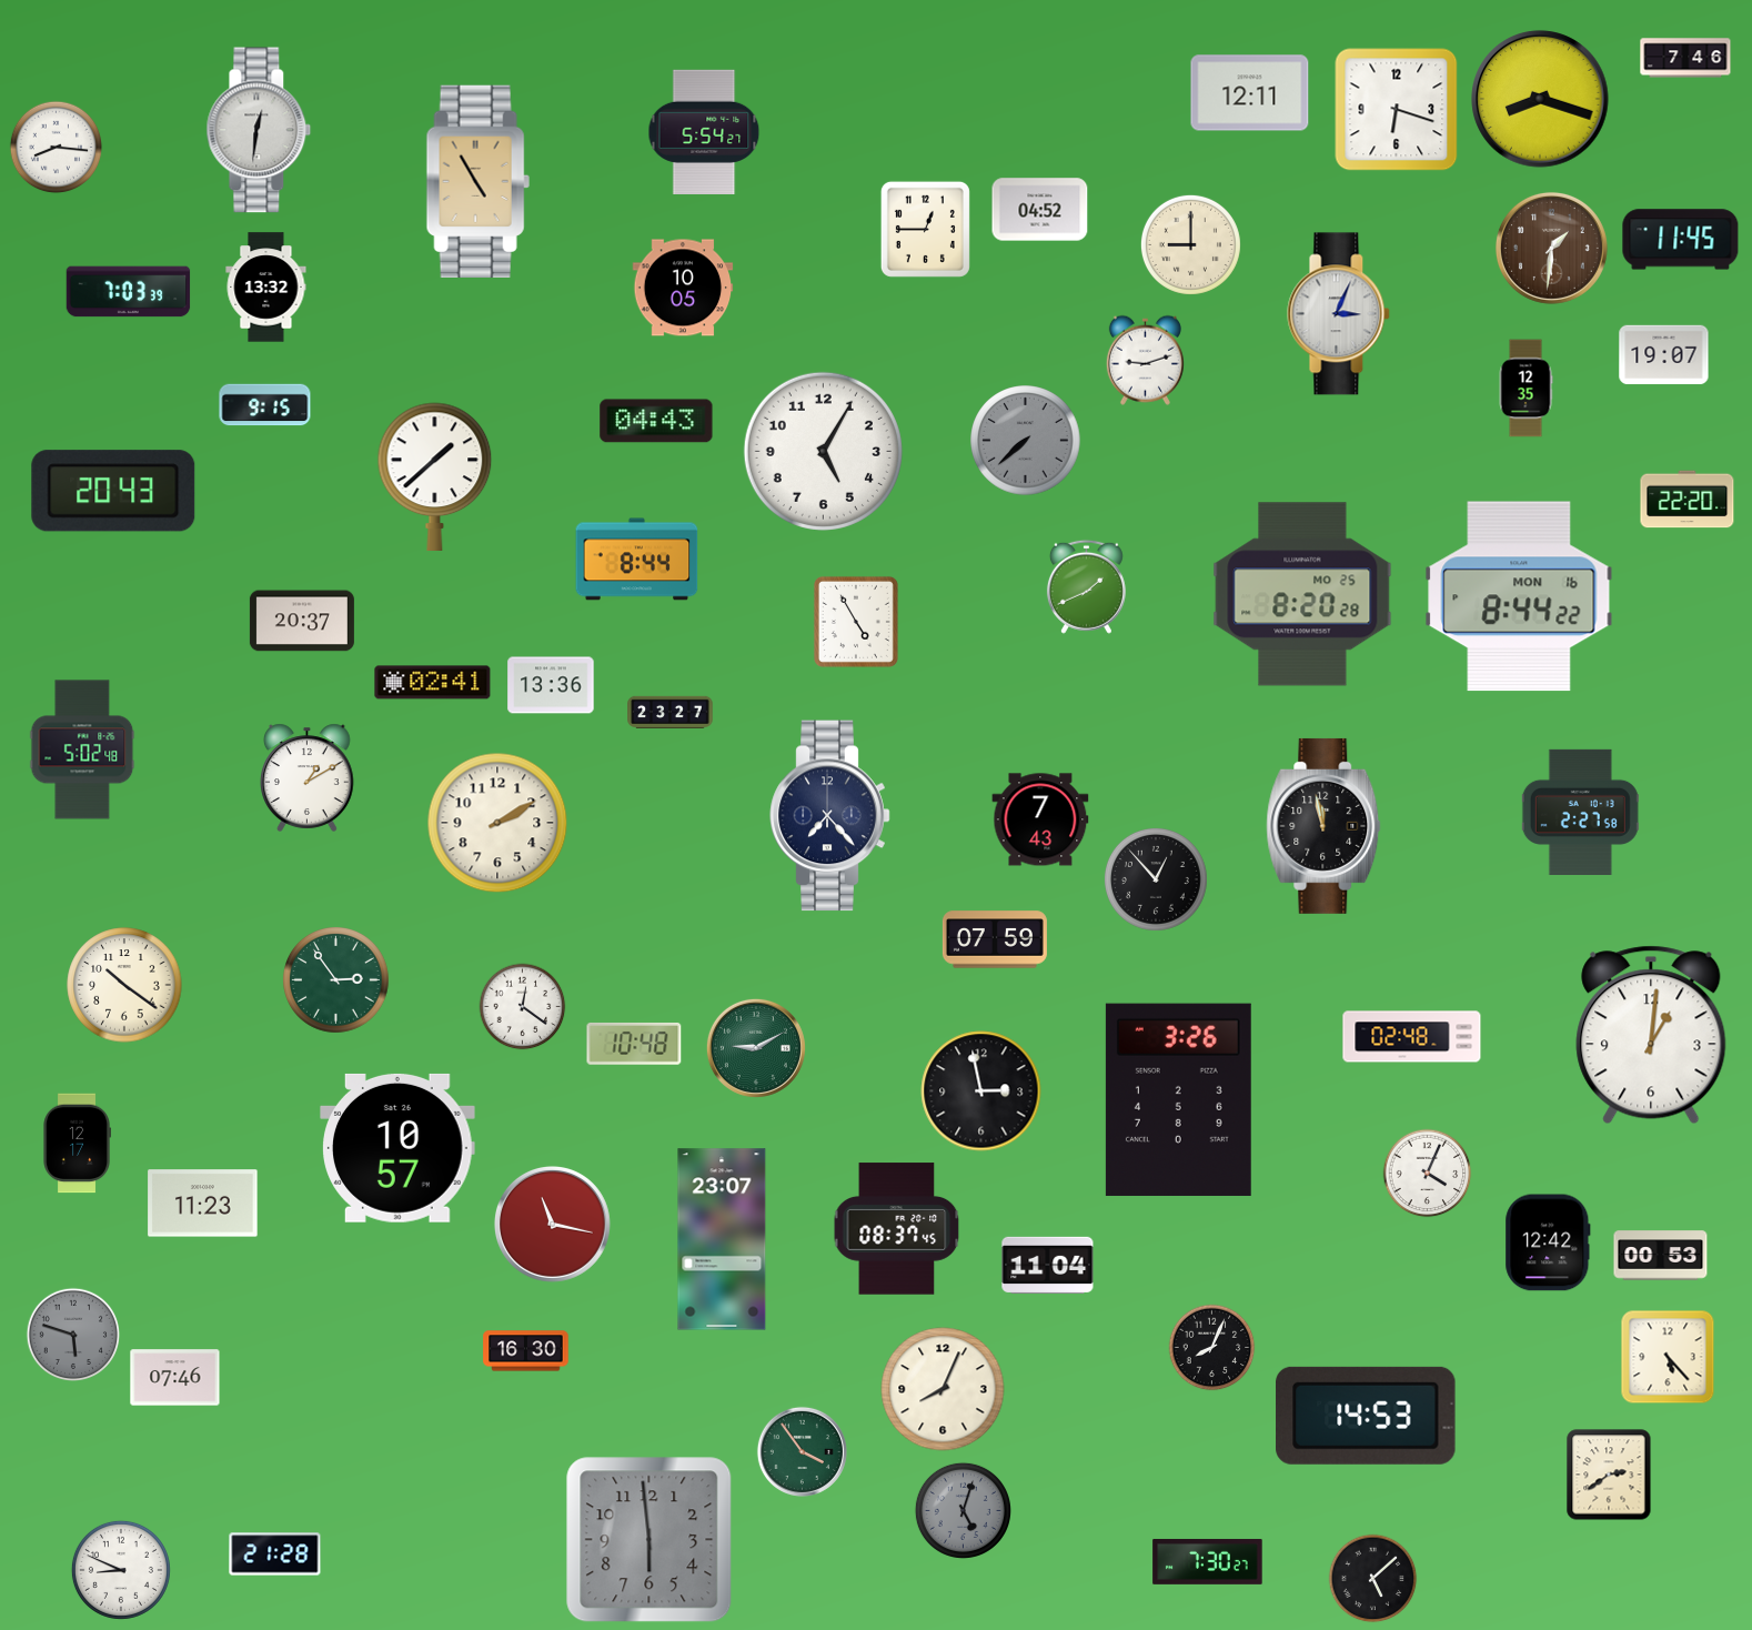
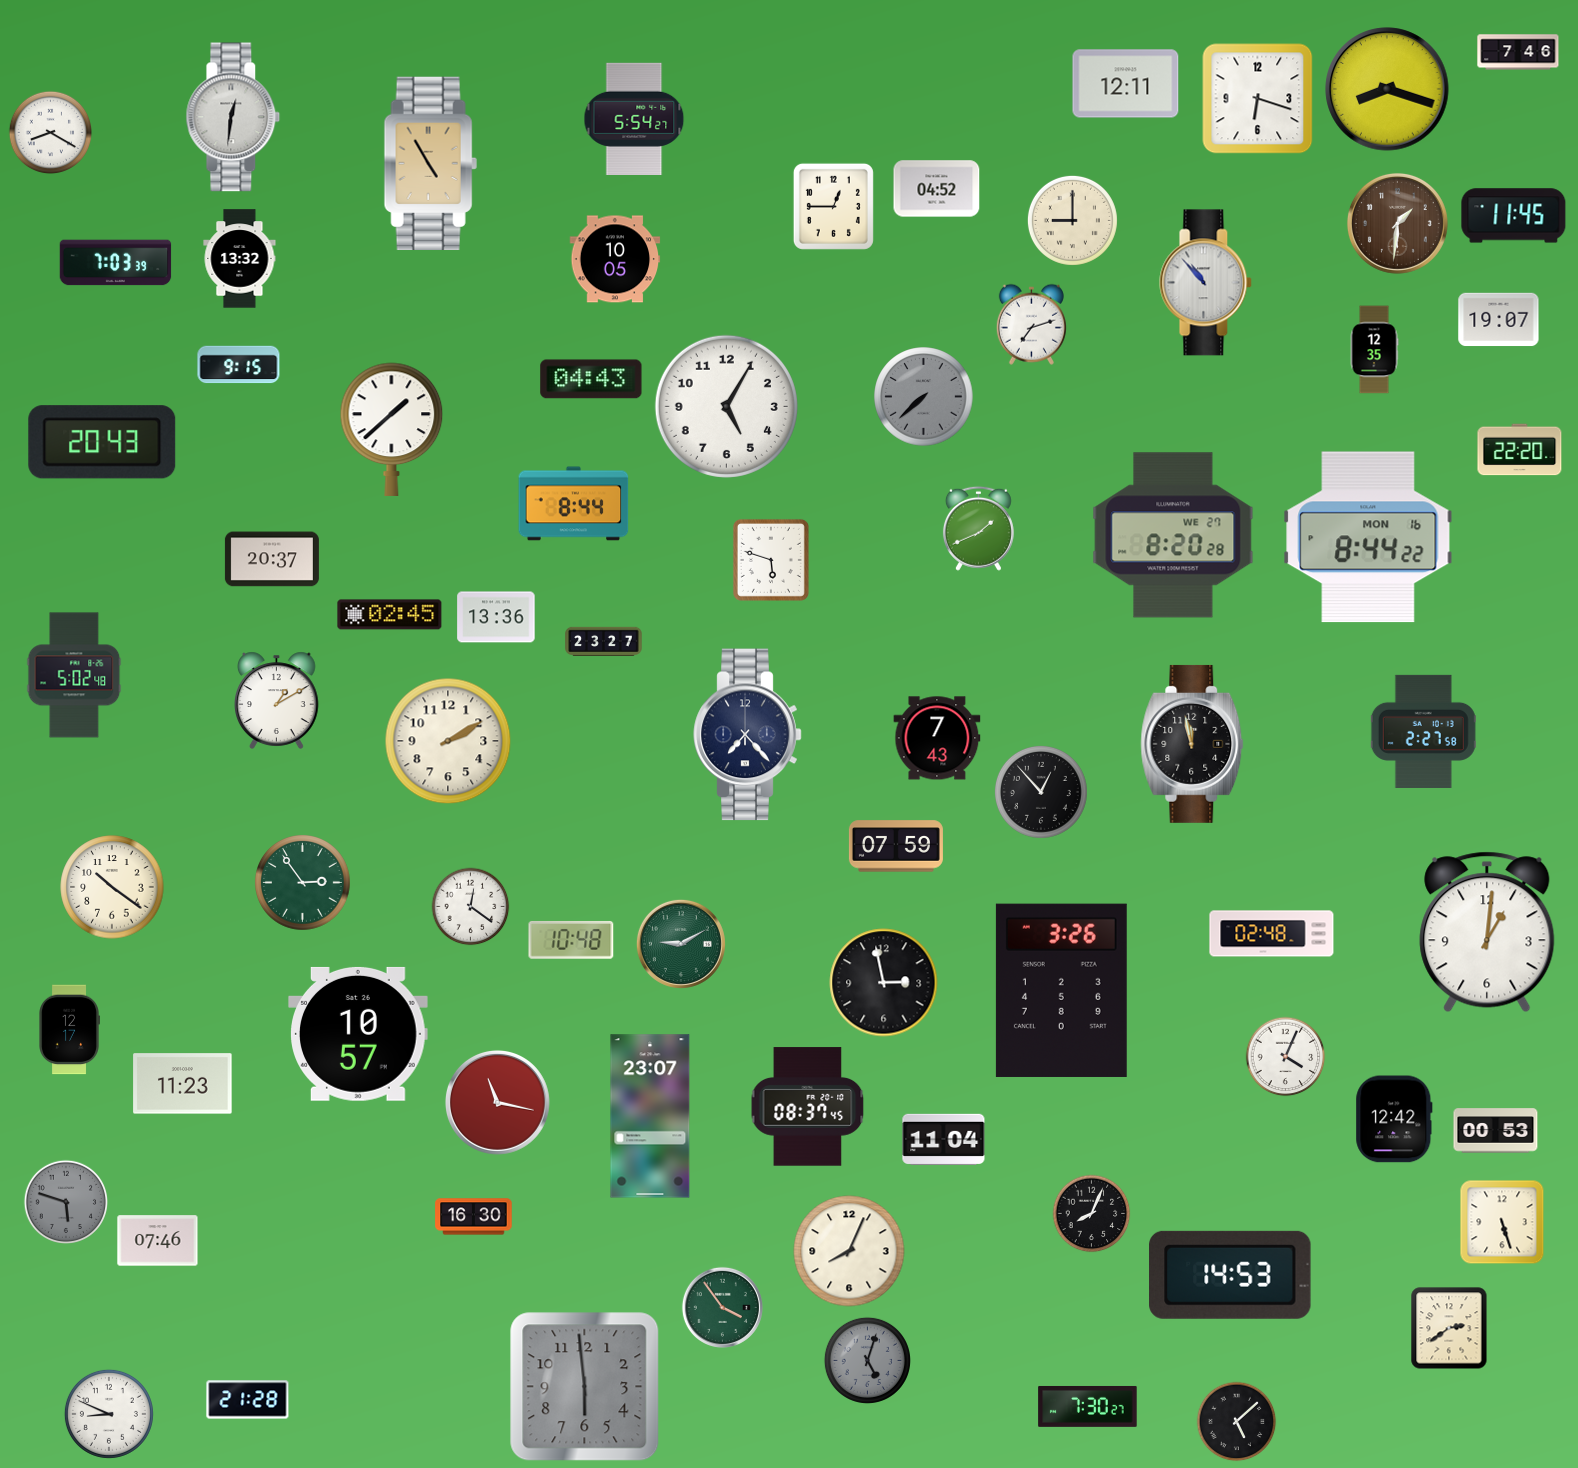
clock at (57, 148): 8:16 -> 8:20
clock at (1339, 314): 3:04 -> 10:53
clock at (1145, 360): 9:12 -> 7:12
clock at (823, 451) position: (823, 451) -> (726, 406)
clock at (1302, 594) date: MO 25 -> WE 27
clock at (856, 622): 4:55 -> 5:48
clock at (433, 683): 02:41 -> 02:45
clock at (1668, 1357): 5:23 -> 5:27
